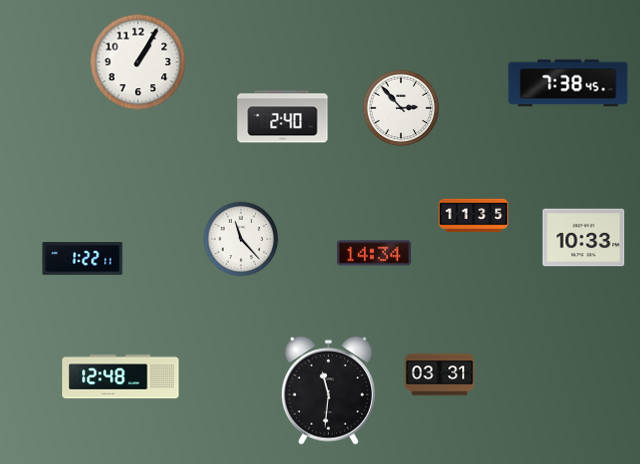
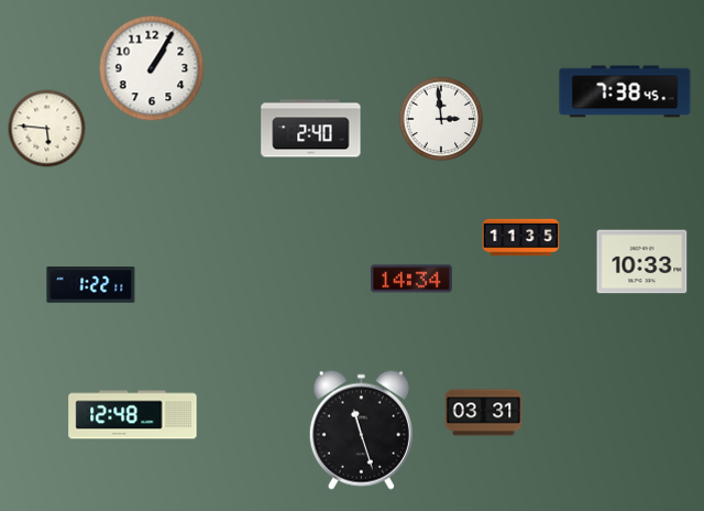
clock at (401, 108): 2:53 -> 2:59
clock at (47, 129): none -> 5:46
clock at (241, 239): 11:23 -> none
clock at (328, 390): 11:31 -> 11:27
